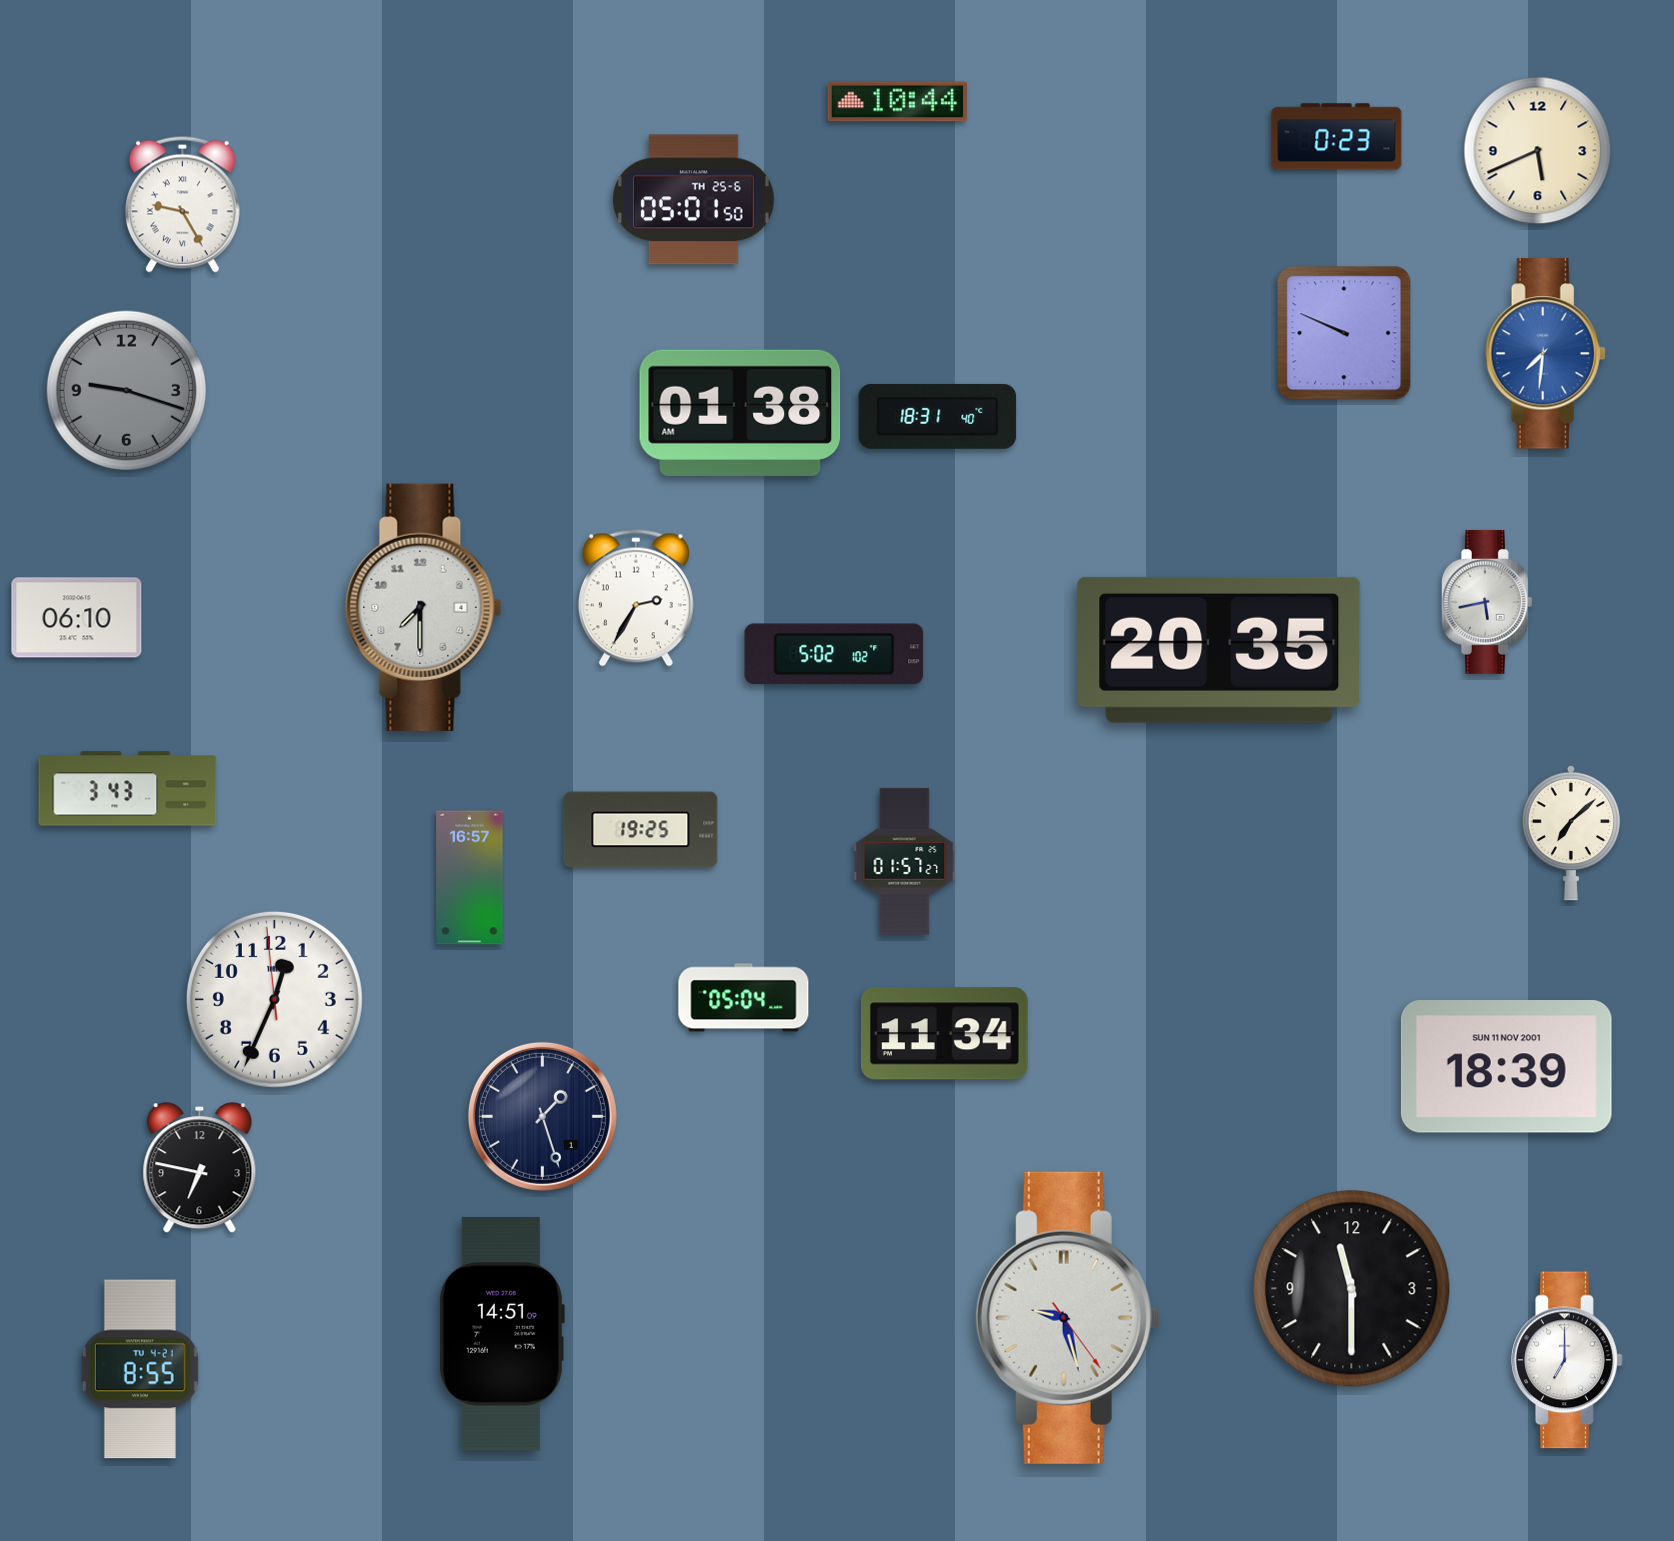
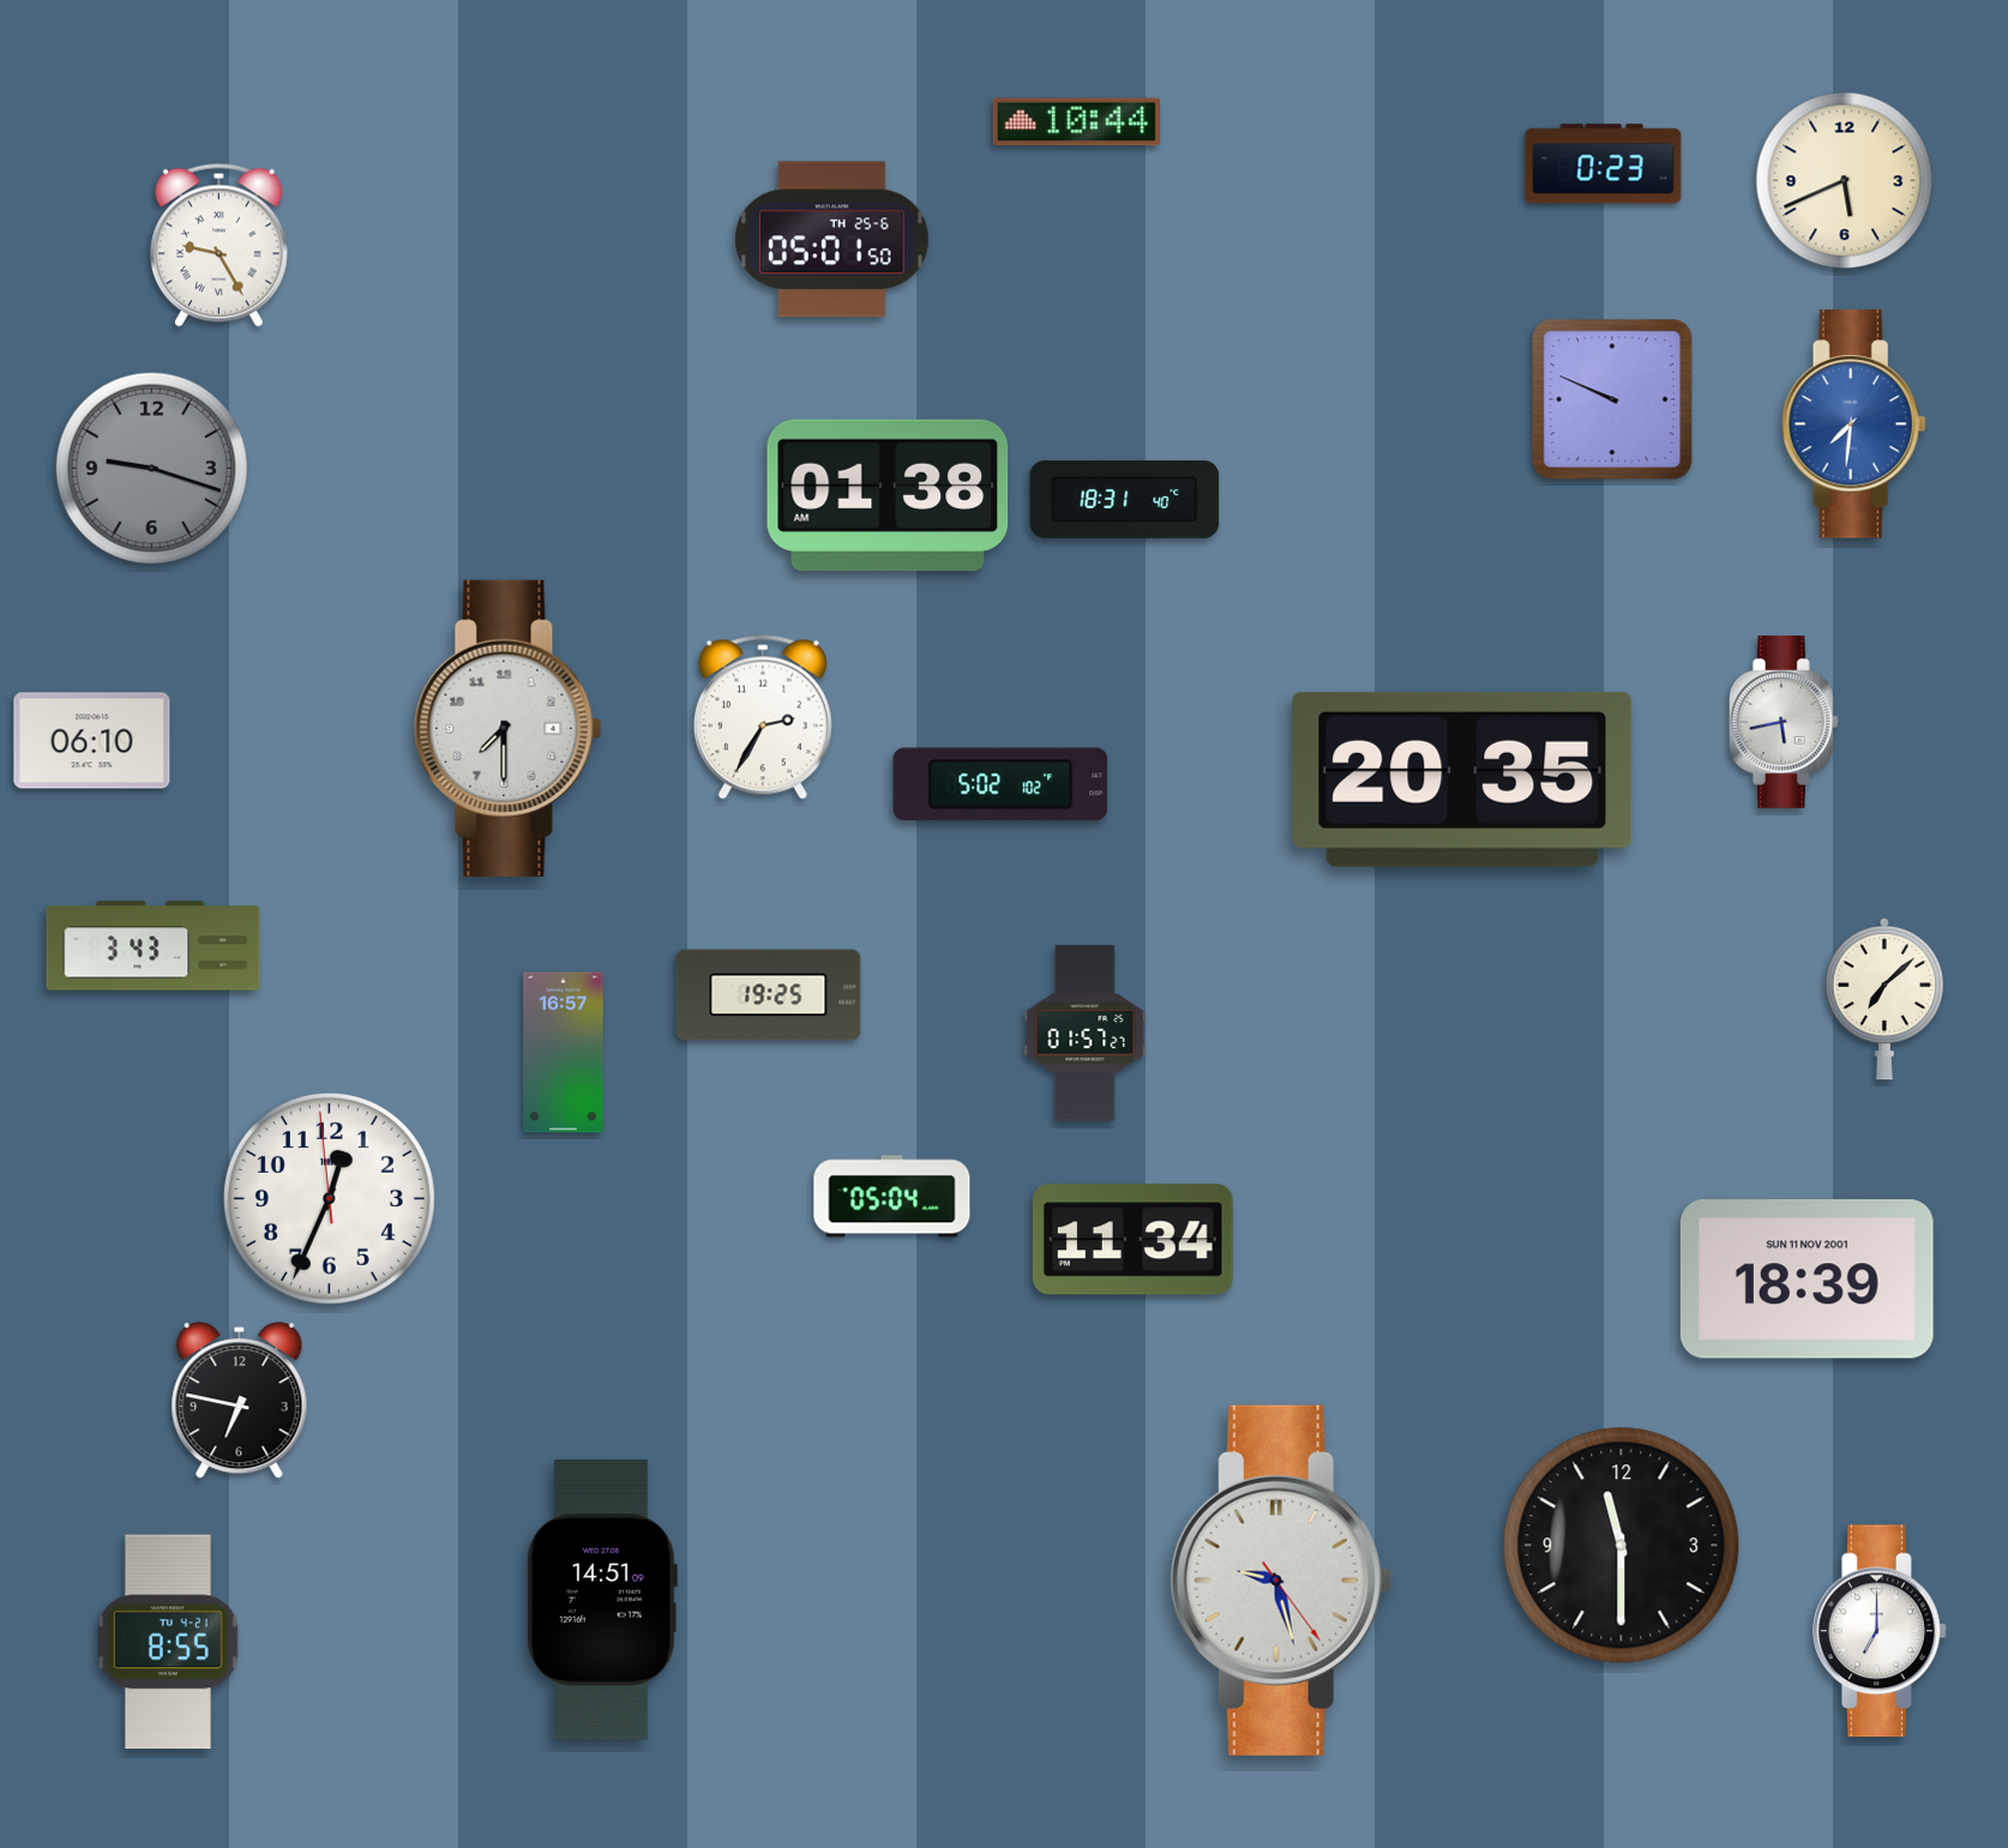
clock at (542, 1116): 1:27 -> none
